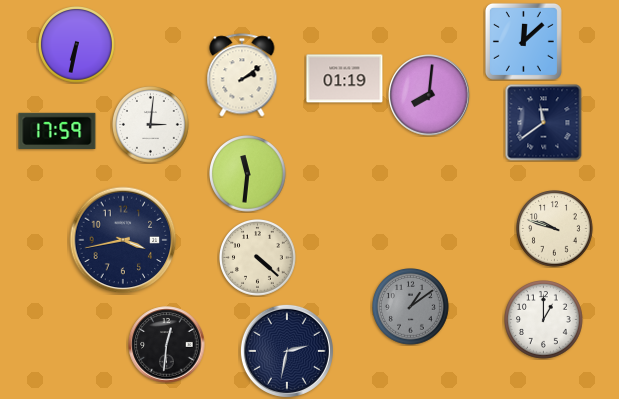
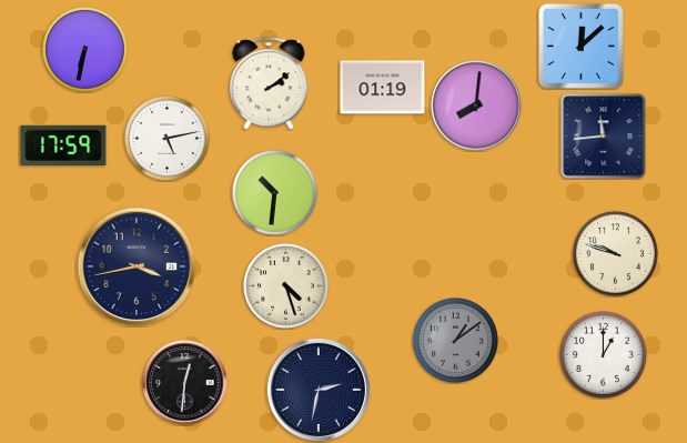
clock at (544, 123): 11:39 -> 11:44
clock at (151, 125): 3:01 -> 5:13
clock at (248, 174): 11:31 -> 10:31
clock at (258, 258): 4:22 -> 4:27
